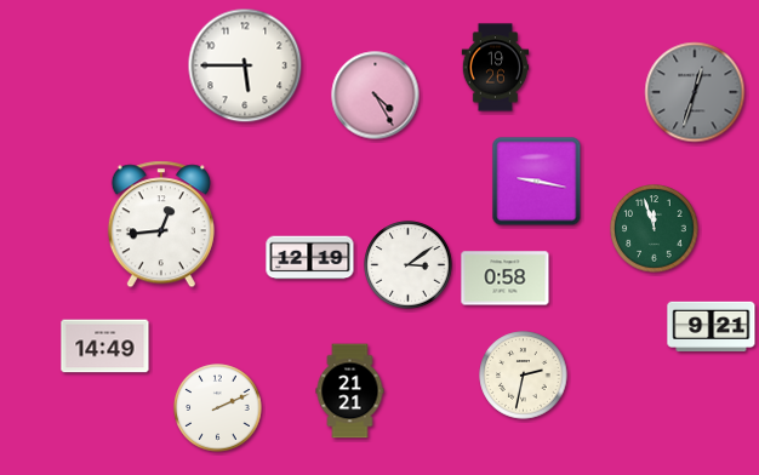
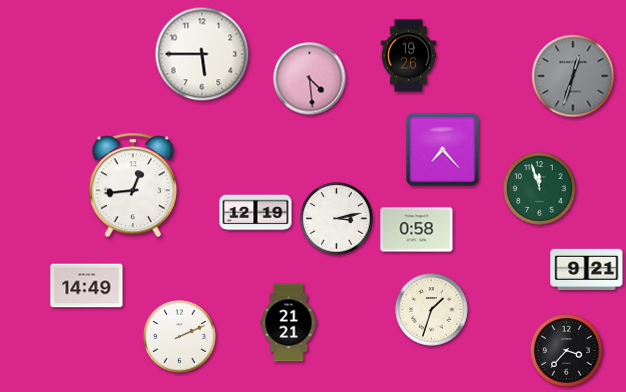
clock at (376, 96): 4:25 -> 4:29
clock at (537, 182): 9:17 -> 7:23
clock at (409, 265): 3:09 -> 3:13
clock at (524, 376): 2:32 -> 1:33
clock at (567, 351): none -> 3:37
